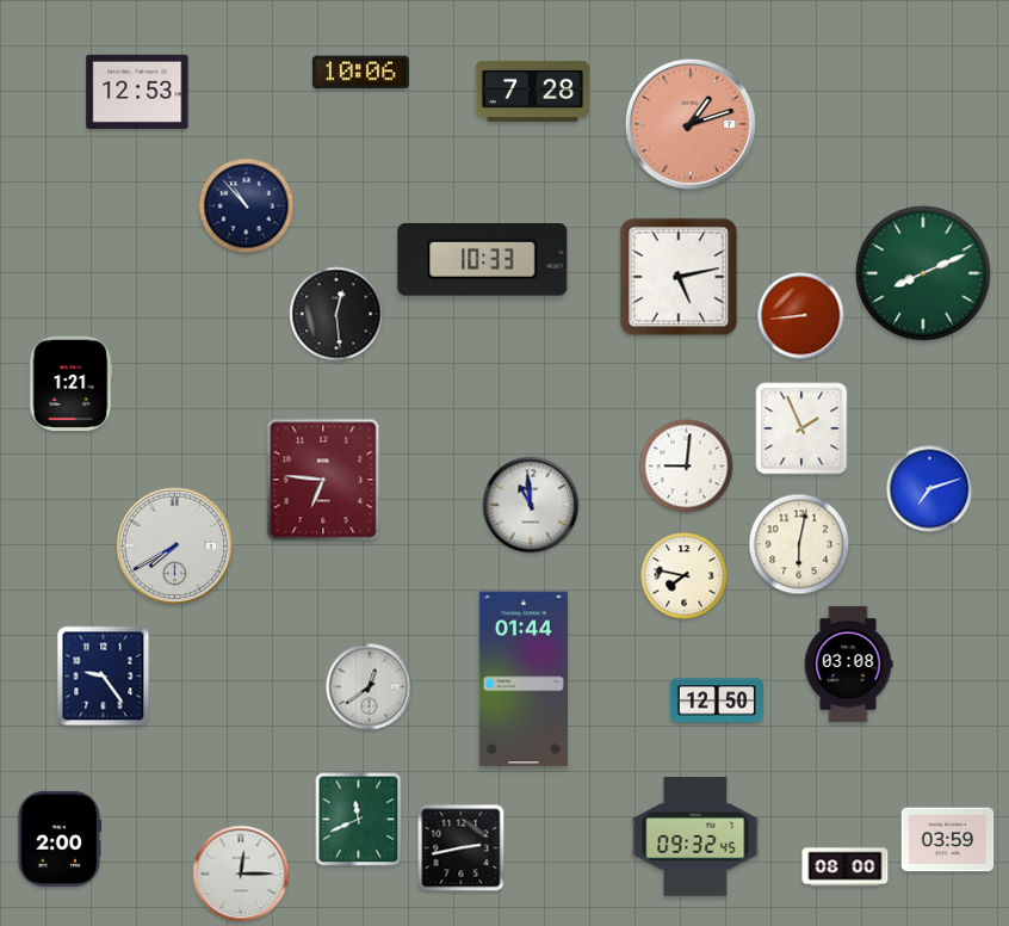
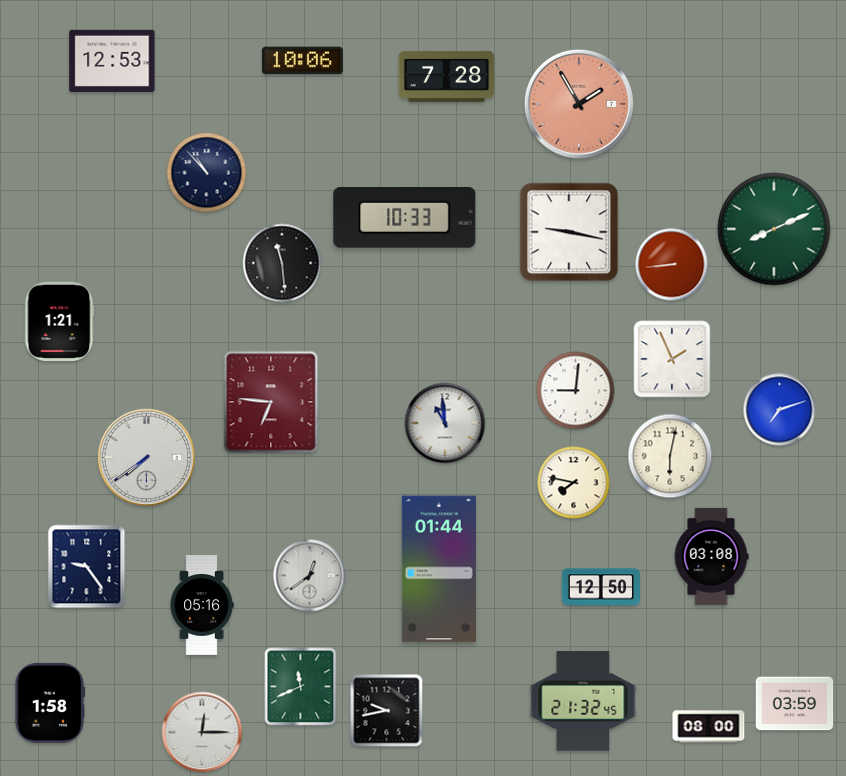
clock at (137, 92) position: (137, 92) -> (112, 61)
clock at (691, 124): 1:12 -> 1:55
clock at (679, 277): 5:13 -> 9:17
clock at (336, 314): 12:29 -> 11:29
clock at (175, 547): 7:40 -> 7:39
clock at (202, 605): none -> 05:16
clock at (695, 837): 09:32 -> 21:32
clock at (60, 839): 2:00 -> 1:58
clock at (462, 848): 2:43 -> 9:43
